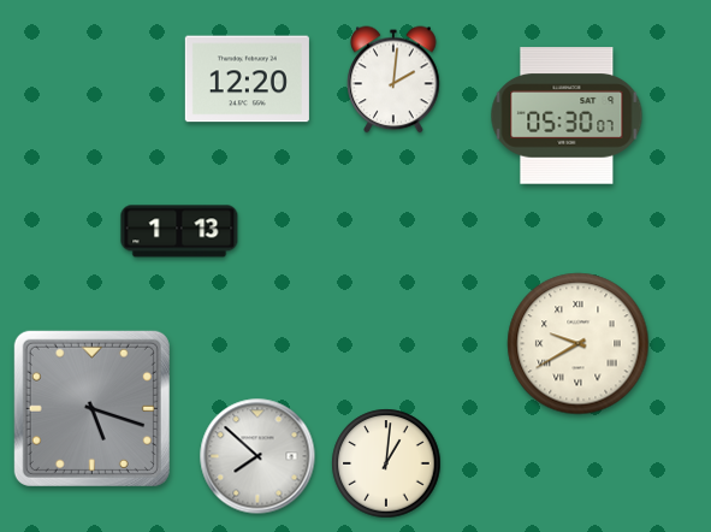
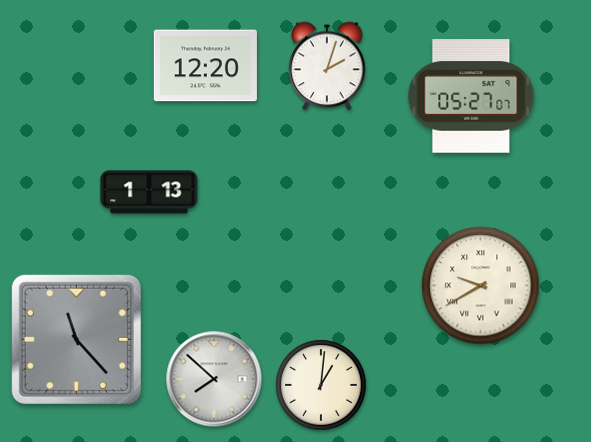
clock at (393, 79): 2:01 -> 2:03
clock at (567, 116): 05:30 -> 05:27
clock at (91, 408): 5:18 -> 11:23
